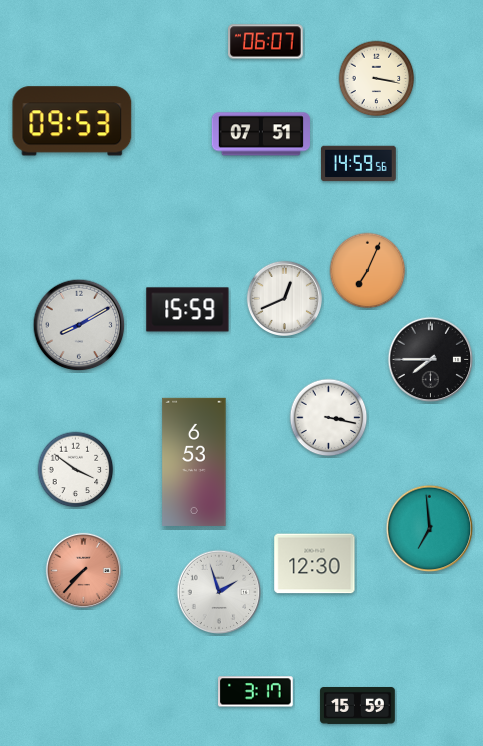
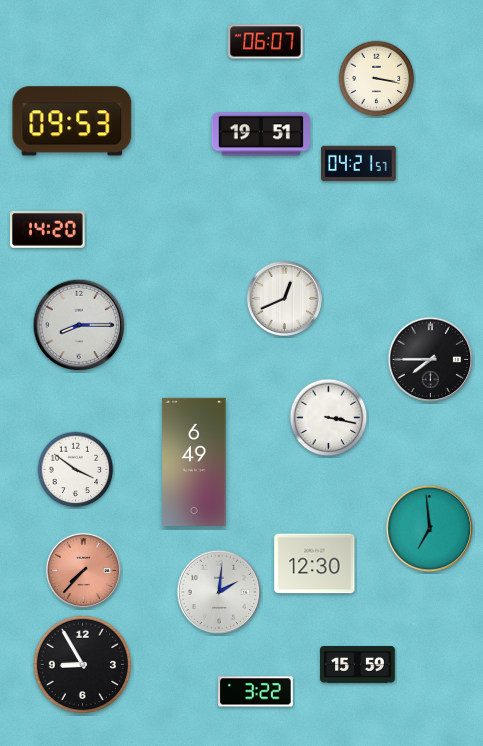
clock at (261, 134): 07:51 -> 19:51
clock at (359, 164): 14:59 -> 04:21
clock at (48, 229): none -> 14:20
clock at (368, 271): 7:04 -> none
clock at (188, 310): 15:59 -> none
clock at (79, 325): 8:10 -> 8:15
clock at (194, 462): 6:53 -> 6:49
clock at (219, 592): 1:57 -> 2:01
clock at (83, 665): none -> 8:55
clock at (256, 692): 3:17 -> 3:22
clock at (358, 706) position: (358, 706) -> (358, 665)
